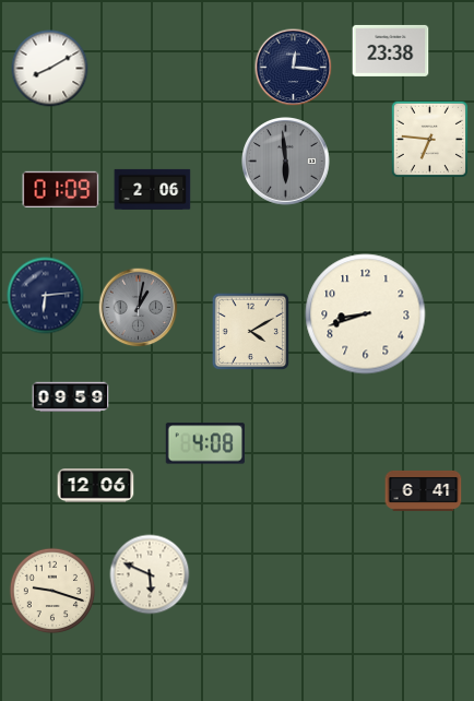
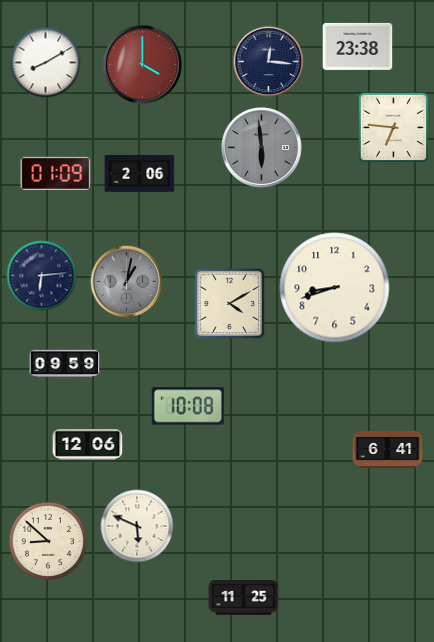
clock at (142, 64): none -> 4:00
clock at (46, 296) position: (46, 296) -> (42, 276)
clock at (205, 443): 4:08 -> 10:08
clock at (52, 591): 9:18 -> 8:52
clock at (244, 598): none -> 11:25
